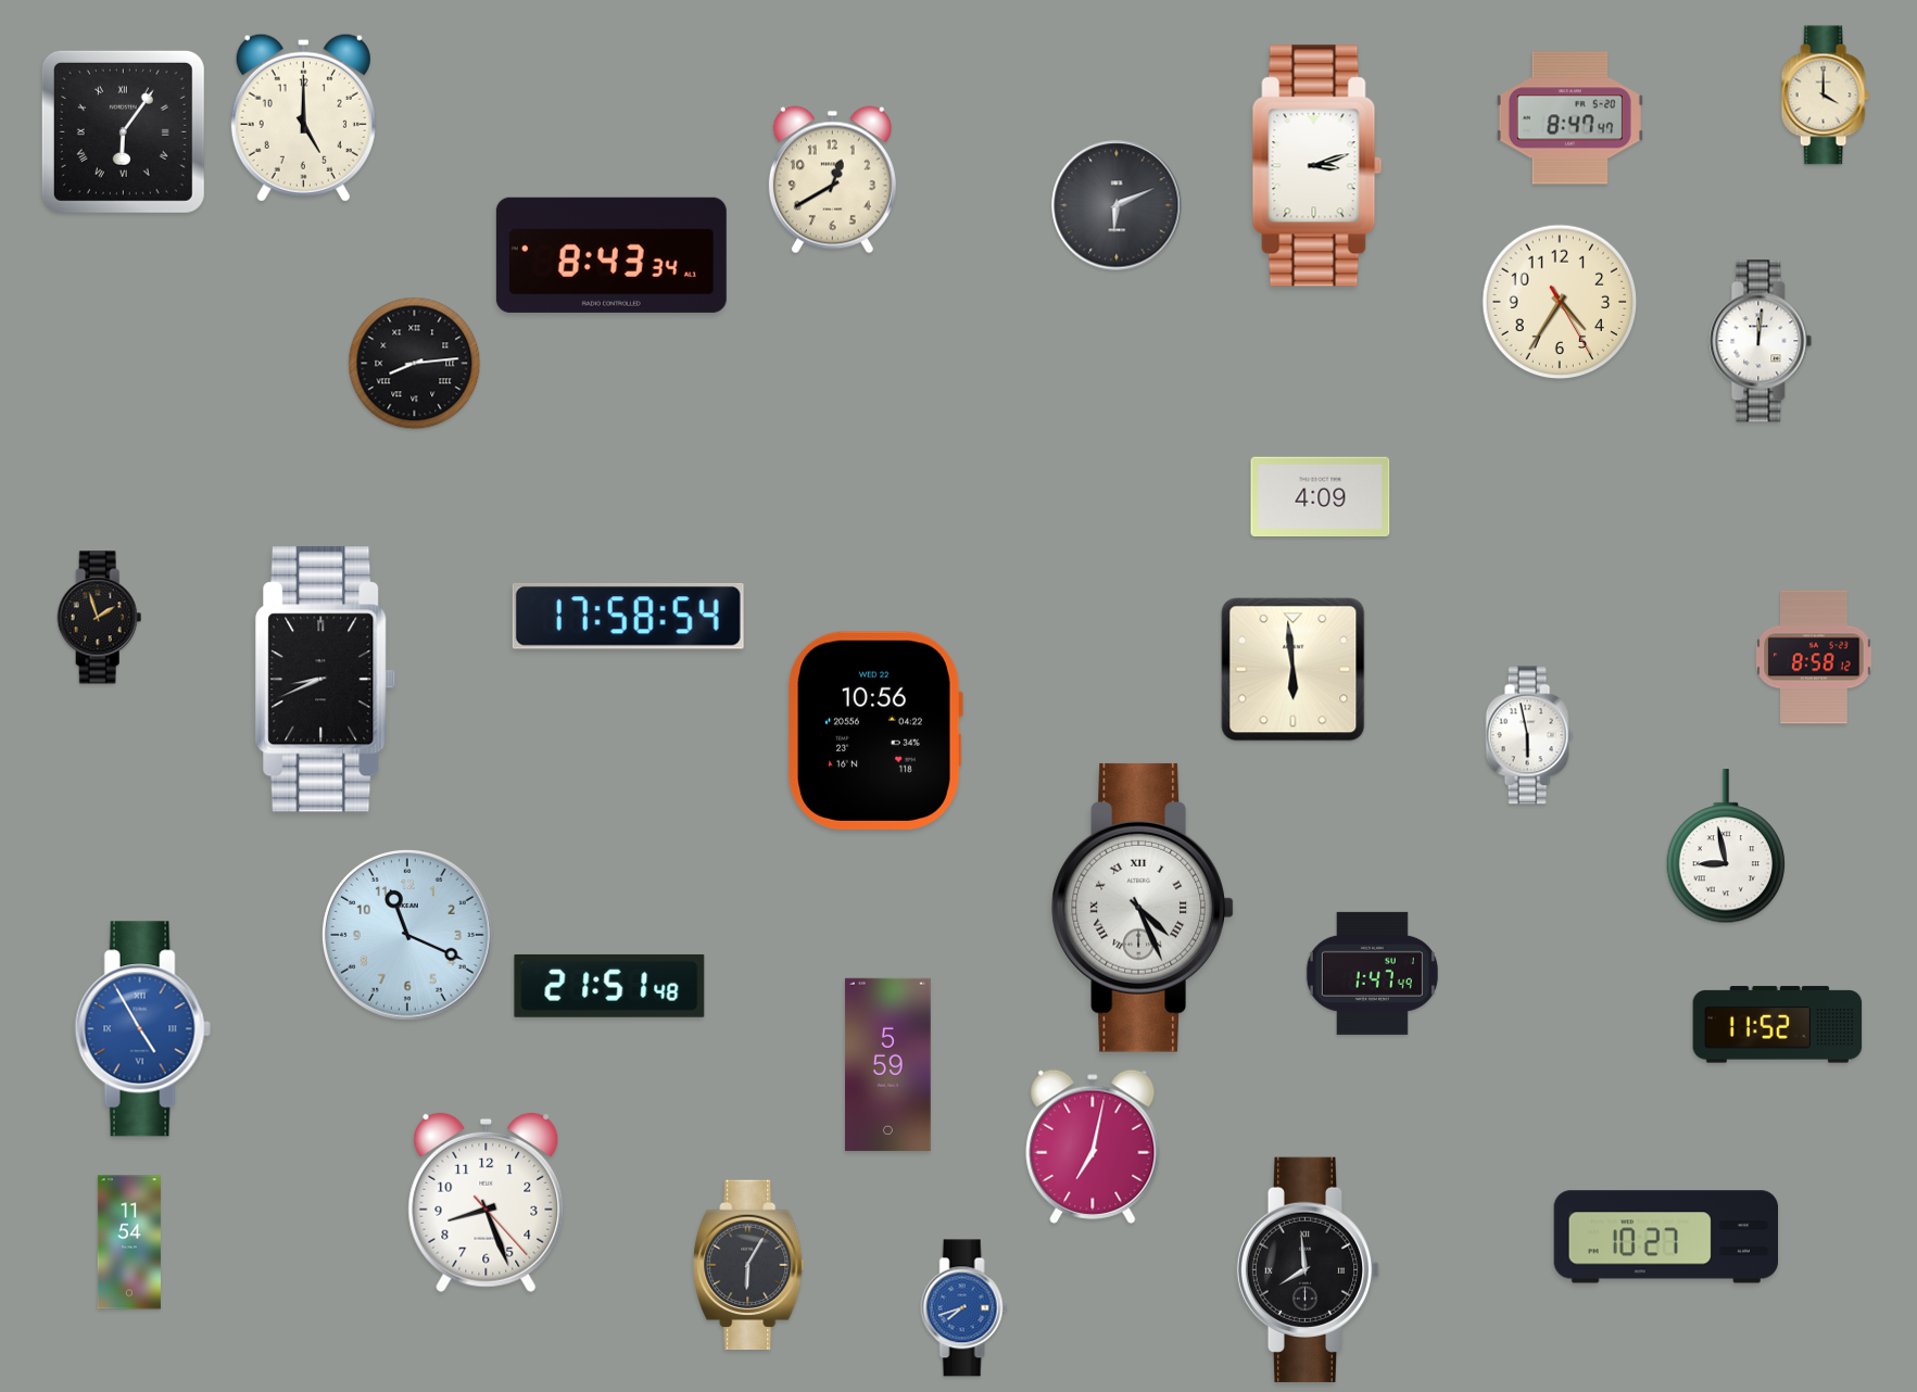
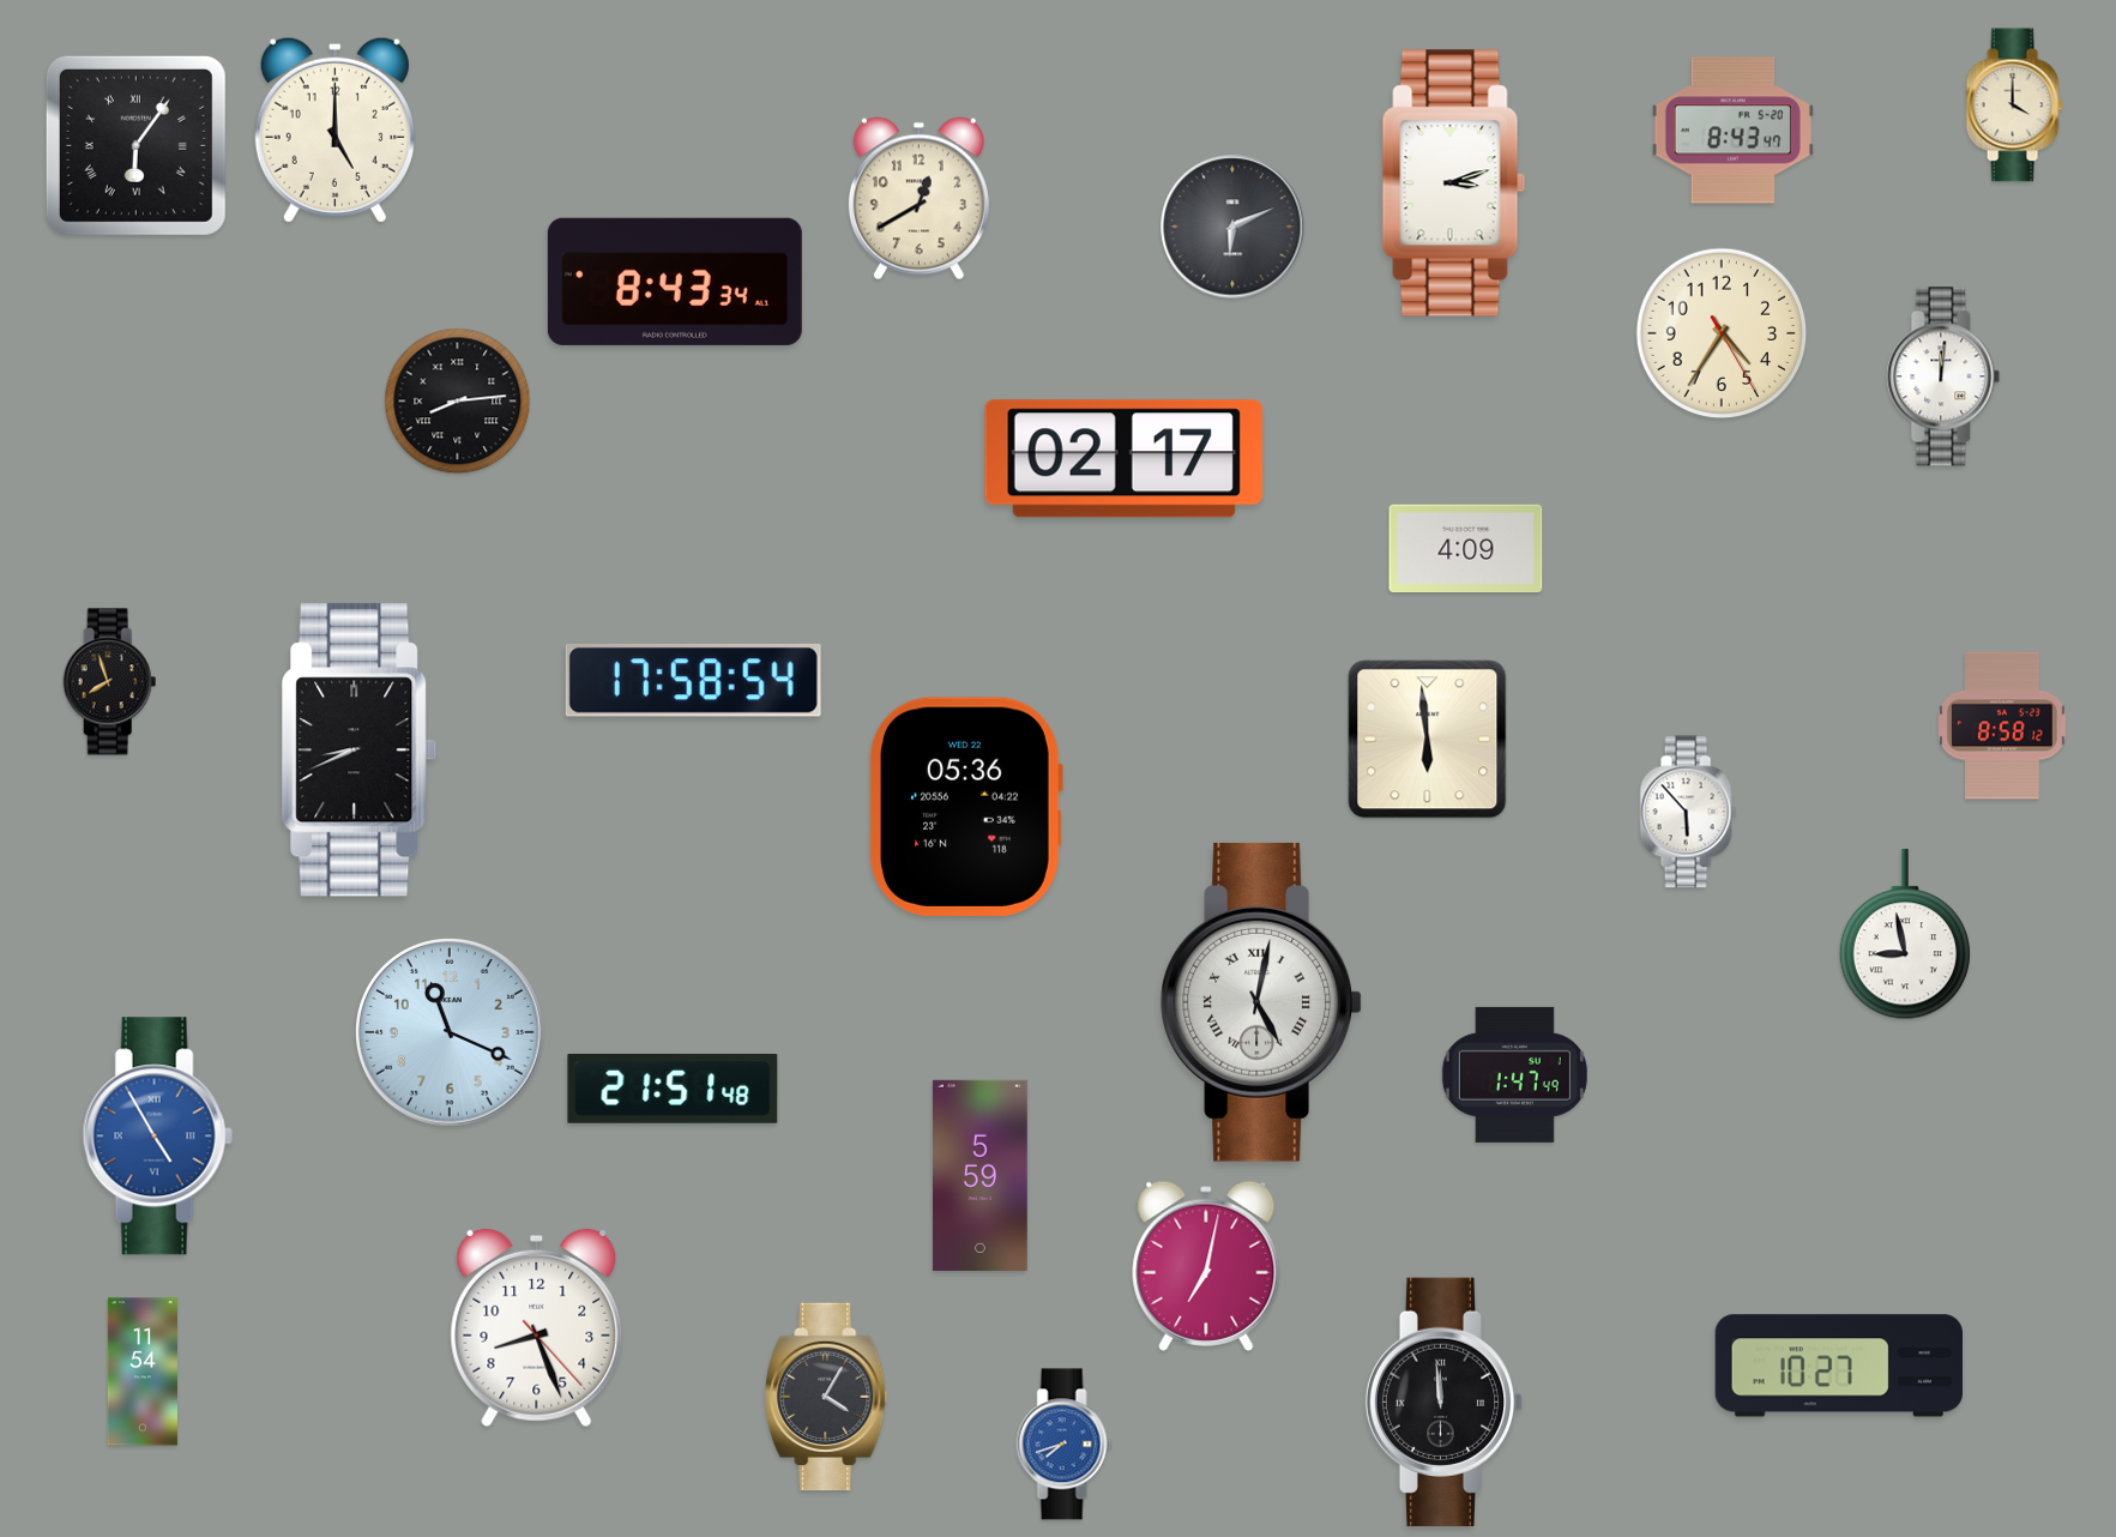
clock at (1569, 118): 8:47 -> 8:43
clock at (1123, 459): none -> 02:17
clock at (1321, 497) position: (1321, 497) -> (1466, 549)
clock at (100, 618): 1:57 -> 7:57
clock at (875, 731): 10:56 -> 05:36
clock at (1529, 735): 5:58 -> 5:53
clock at (1143, 908): 4:26 -> 5:02
clock at (1778, 1025): 11:52 -> none
clock at (749, 1265): 6:05 -> 4:05
clock at (1309, 1269): 7:59 -> 11:59
